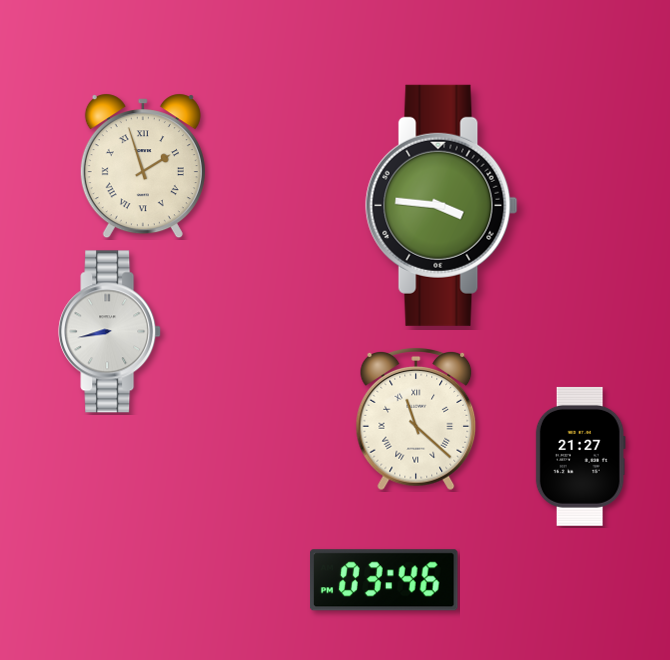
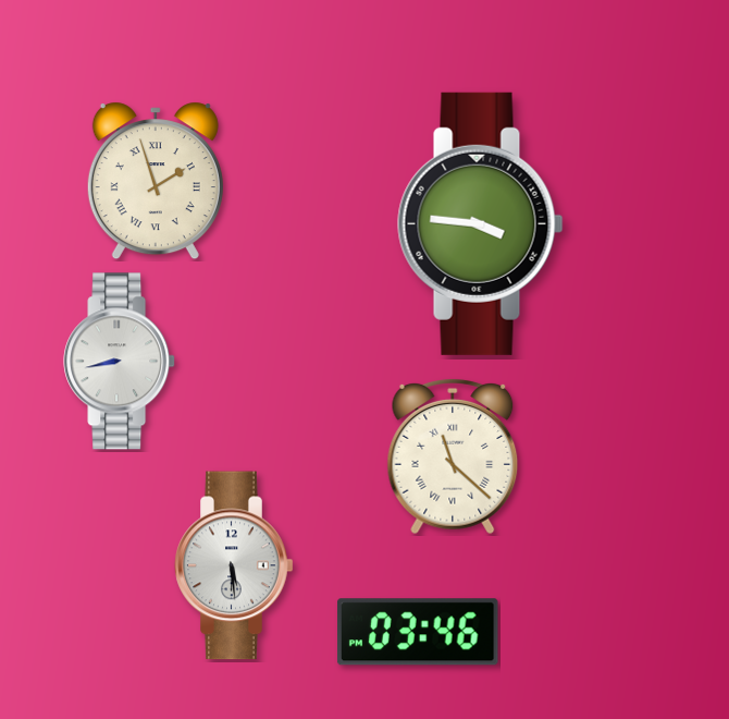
clock at (580, 456): 21:27 -> none
clock at (234, 565): none -> 5:29
